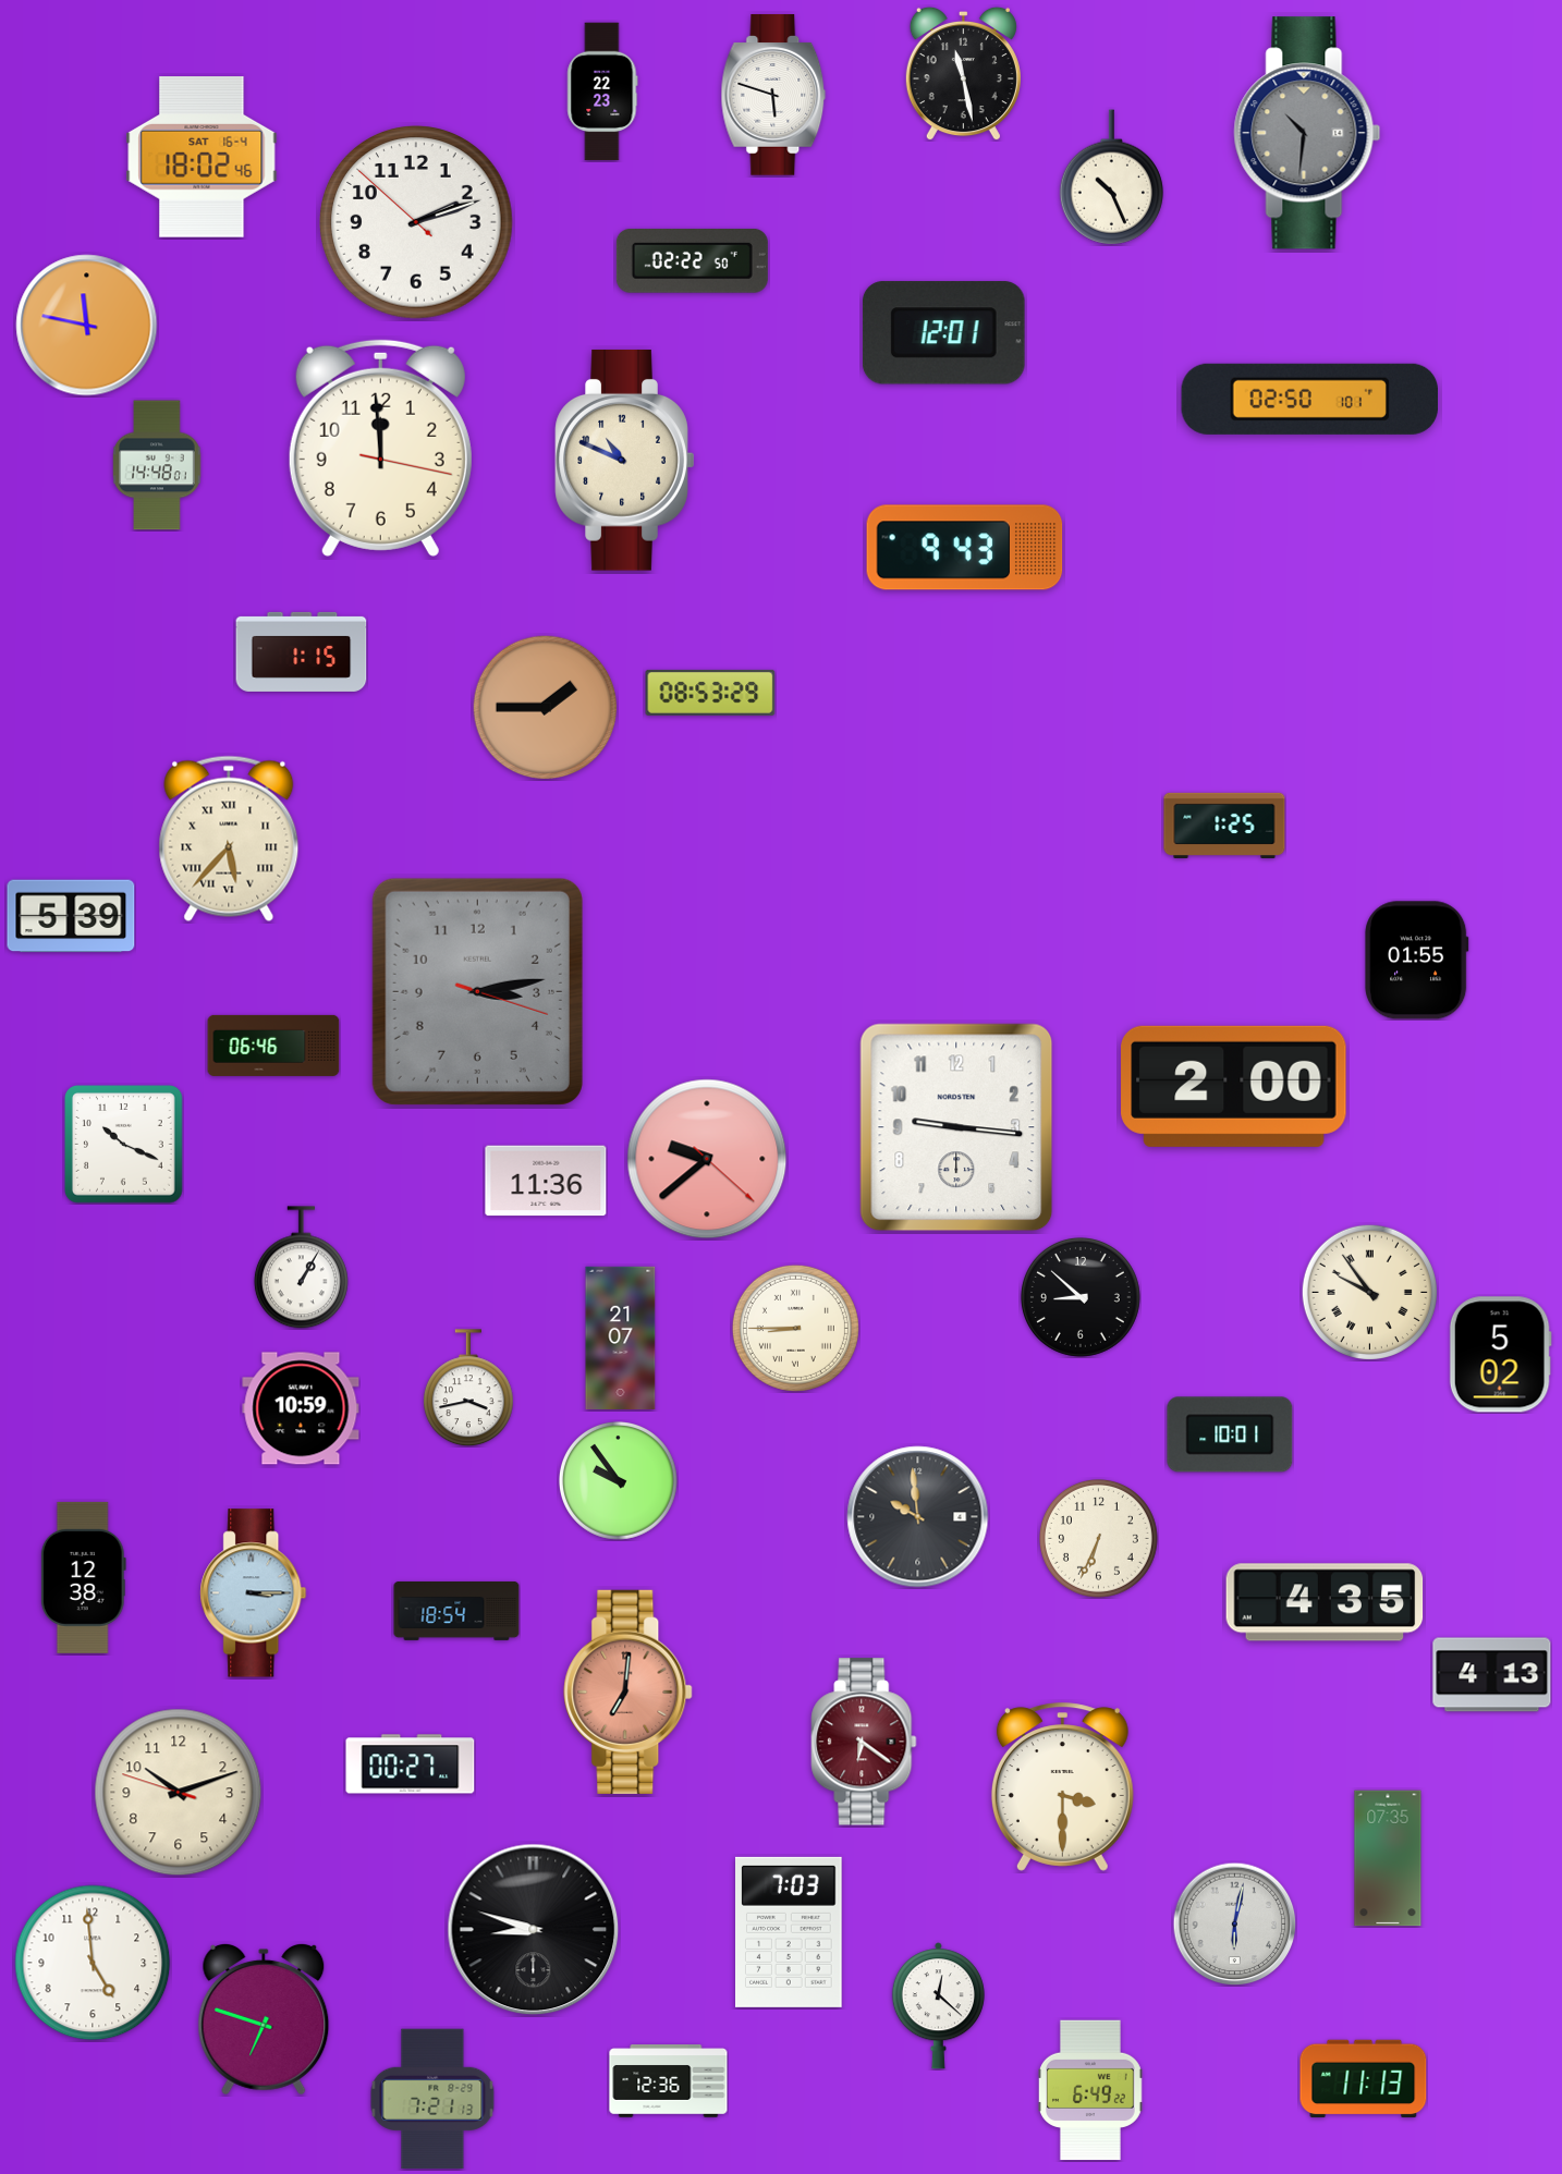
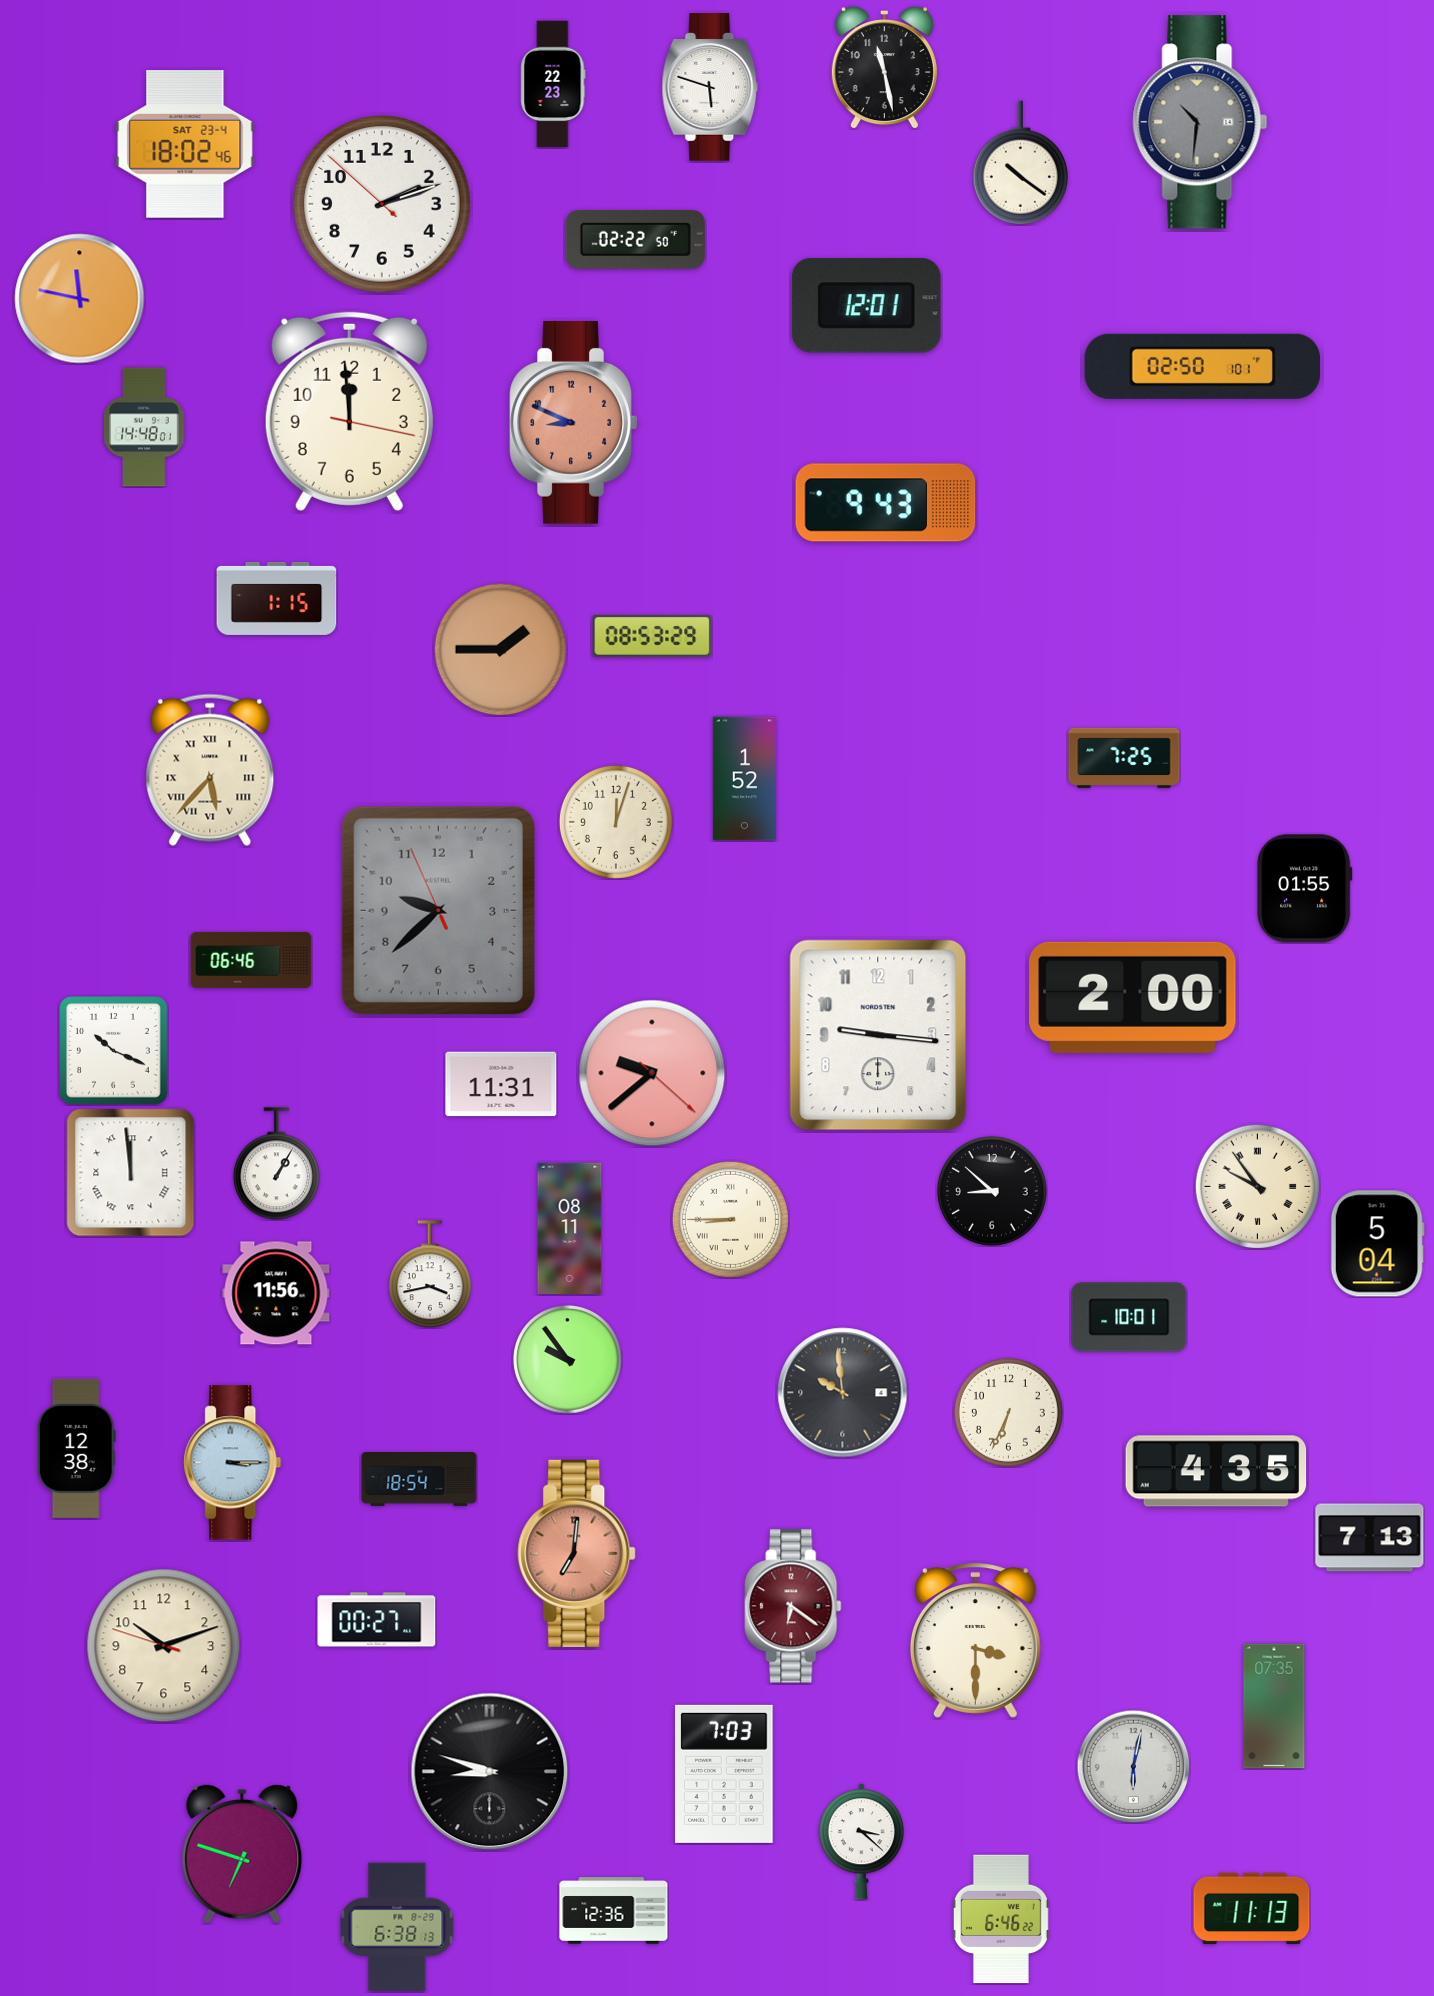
clock at (202, 157) date: SAT 16-4 -> SAT 23-4
clock at (1111, 178): 10:26 -> 10:21
clock at (625, 461): 10:49 -> 8:49
clock at (625, 461) dial: cream -> salmon
clock at (1224, 826): 1:25 -> 7:25
clock at (744, 779): none -> 1:52
clock at (616, 822): none -> 12:03
clock at (71, 916): 5:39 -> none
clock at (1417, 961) position: (1417, 961) -> (1305, 889)
clock at (477, 991): 3:13 -> 9:37
clock at (707, 1159) position: (707, 1159) -> (652, 1073)
clock at (546, 1181): 11:36 -> 11:31
clock at (131, 1173): none -> 11:59
clock at (621, 1338): 21:07 -> 08:11
clock at (1500, 1355): 5:02 -> 5:04
clock at (301, 1408): 10:59 -> 11:56
clock at (1492, 1675): 4:13 -> 7:13
clock at (864, 1742) position: (864, 1742) -> (793, 1606)
clock at (93, 1963): 4:59 -> none
clock at (938, 2006): 12:22 -> 3:22
clock at (1091, 2090): 6:49 -> 6:46
clock at (432, 2099): 7:21 -> 6:38
